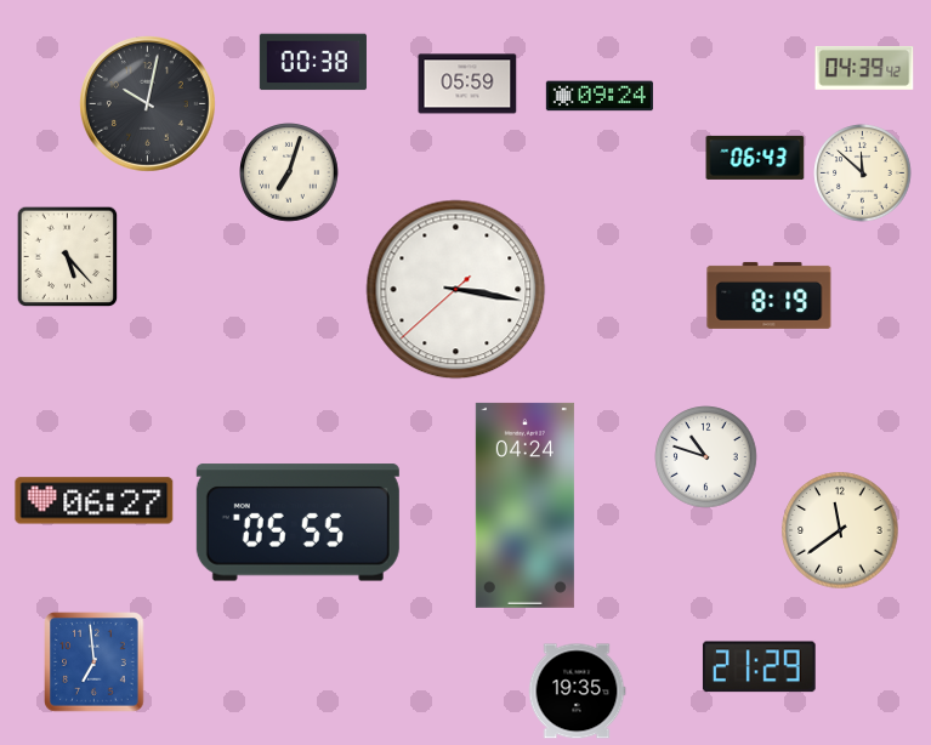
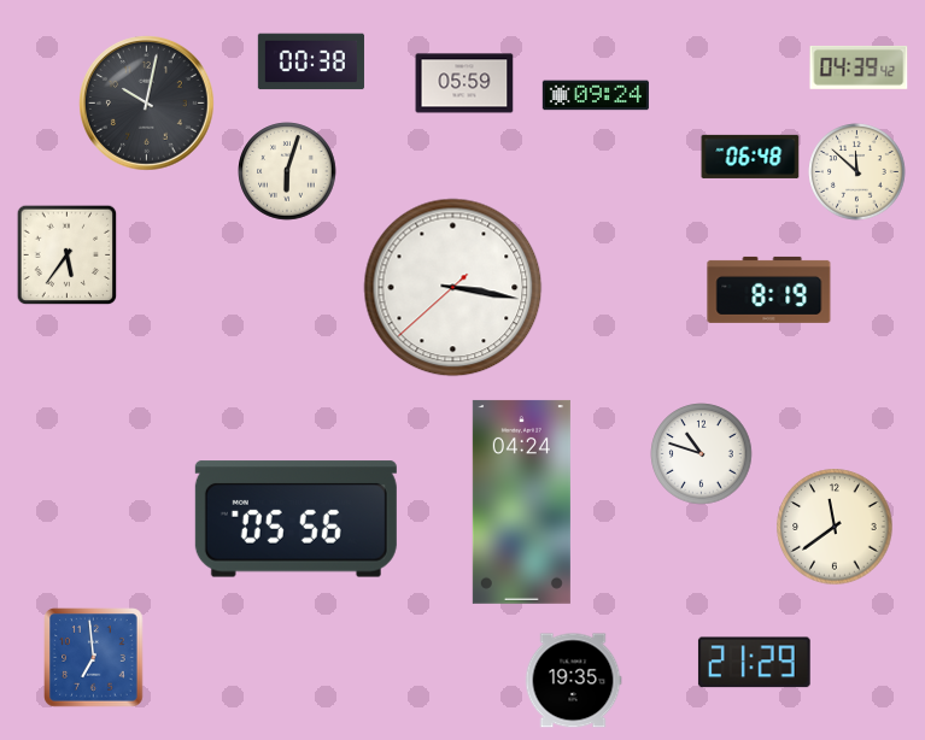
clock at (755, 158): 06:43 -> 06:48
clock at (289, 172): 7:03 -> 6:03
clock at (68, 257): 5:23 -> 5:36
clock at (770, 295) position: (770, 295) -> (769, 289)
clock at (95, 501): 06:27 -> none
clock at (297, 523): 05:55 -> 05:56
clock at (577, 692) position: (577, 692) -> (573, 681)
